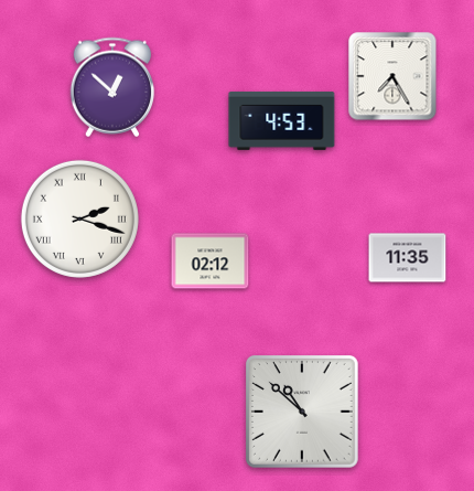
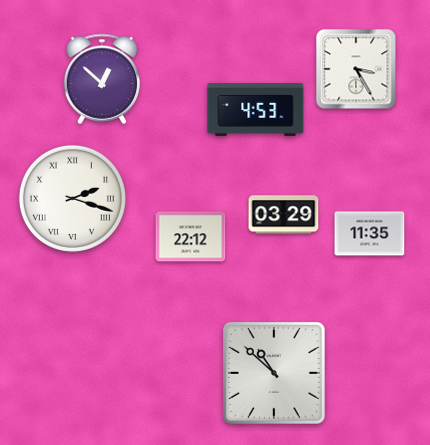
clock at (392, 76): 7:25 -> 3:25
clock at (284, 215): none -> 03:29
clock at (211, 261): 02:12 -> 22:12
